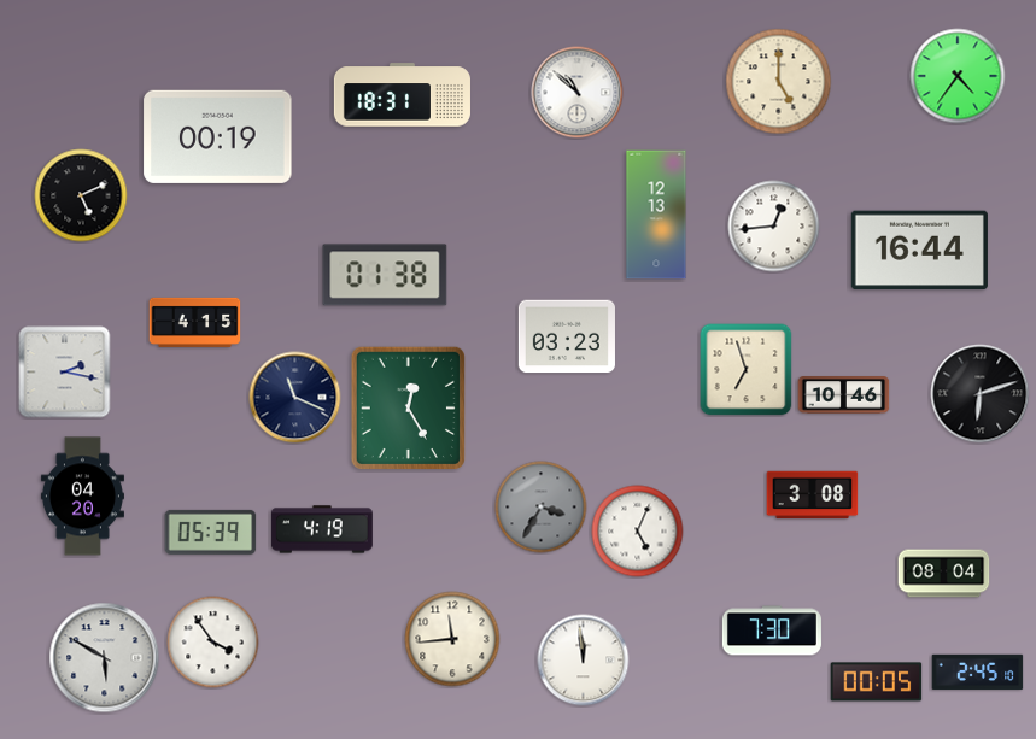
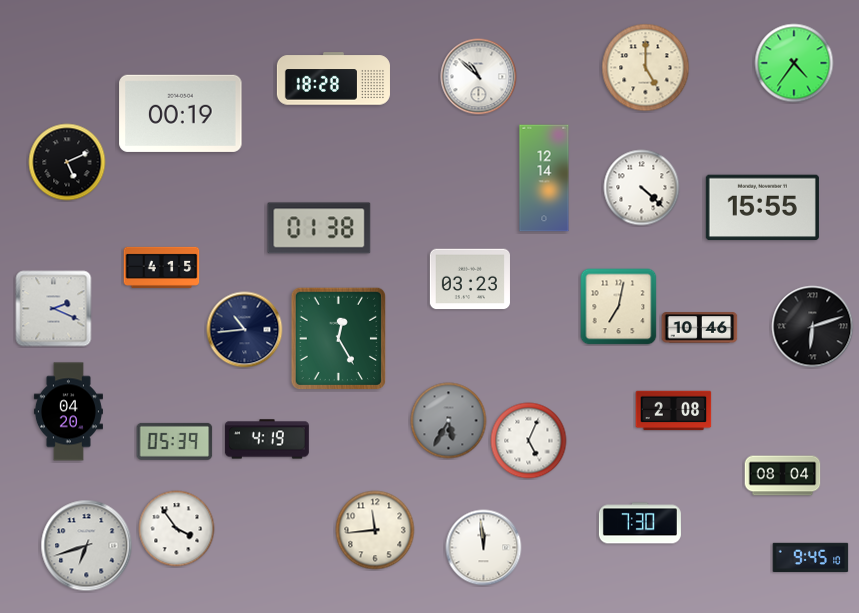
clock at (402, 95): 18:31 -> 18:28
clock at (656, 215): 12:13 -> 12:14
clock at (774, 227): 12:44 -> 4:22
clock at (919, 251): 16:44 -> 15:55
clock at (747, 370): 6:57 -> 7:02
clock at (65, 373): 2:17 -> 2:19
clock at (295, 398): 11:19 -> 10:44
clock at (813, 495): 3:08 -> 2:08
clock at (542, 508): 3:35 -> 5:35
clock at (213, 643) position: (213, 643) -> (177, 529)
clock at (105, 658): 5:50 -> 6:42
clock at (978, 673): 2:45 -> 9:45
clock at (877, 682): 00:05 -> none
